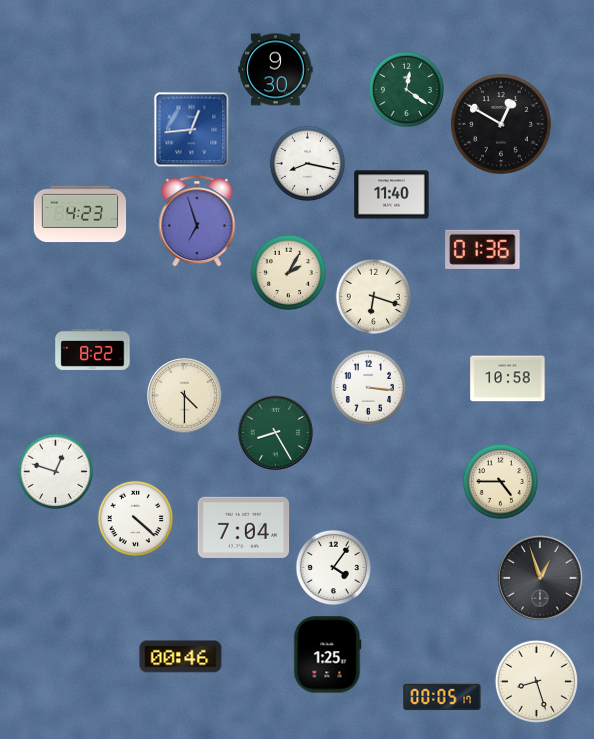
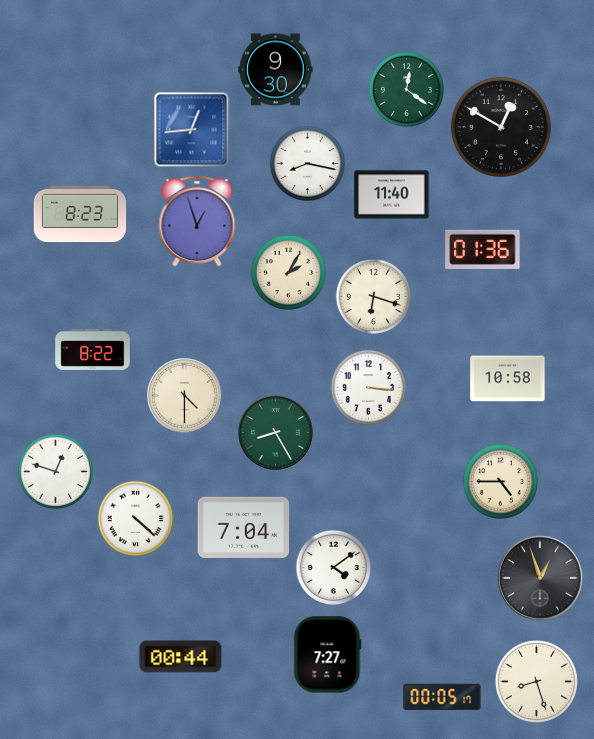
clock at (501, 124) position: (501, 124) -> (501, 127)
clock at (80, 214): 4:23 -> 8:23
clock at (197, 221): 6:57 -> 12:57
clock at (333, 567): 4:06 -> 4:09
clock at (328, 655): 1:25 -> 7:27
clock at (181, 657): 00:46 -> 00:44
